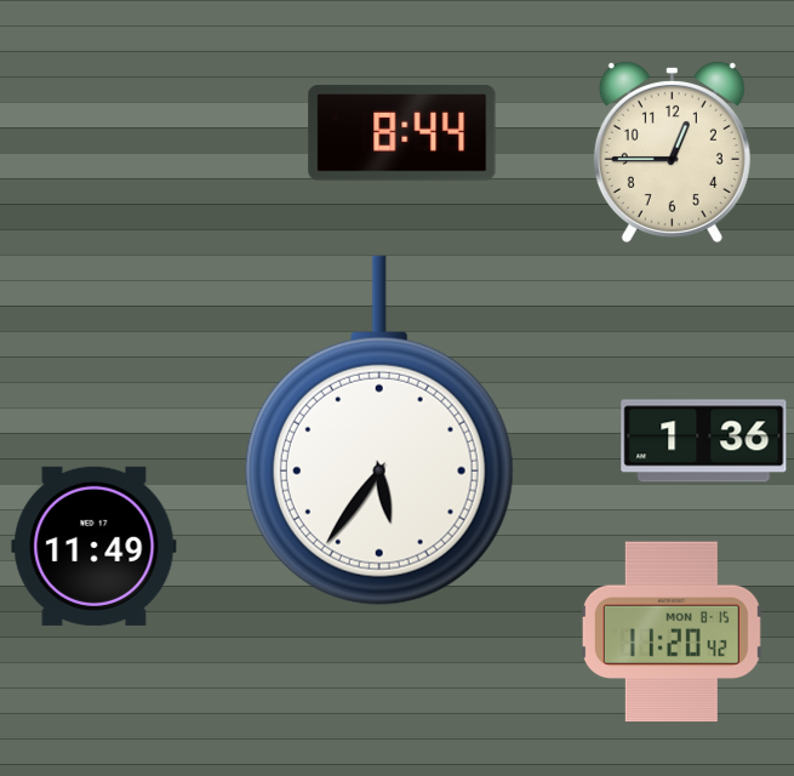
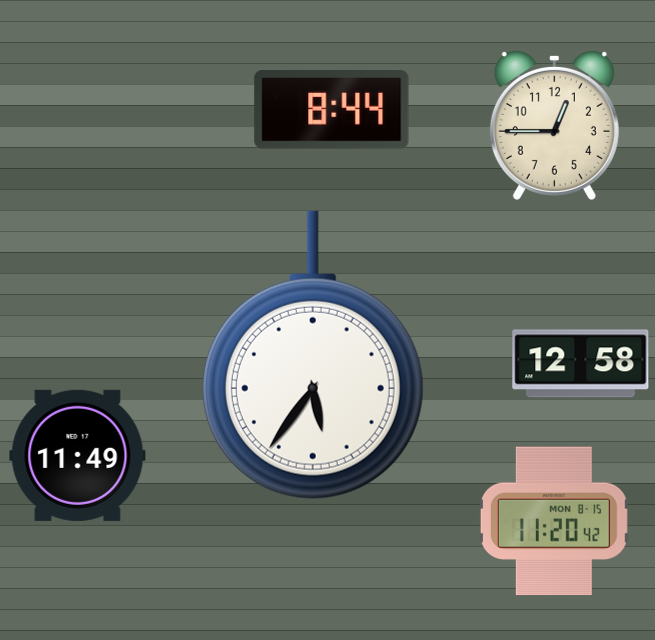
clock at (704, 441): 1:36 -> 12:58
clock at (95, 546) position: (95, 546) -> (78, 455)
